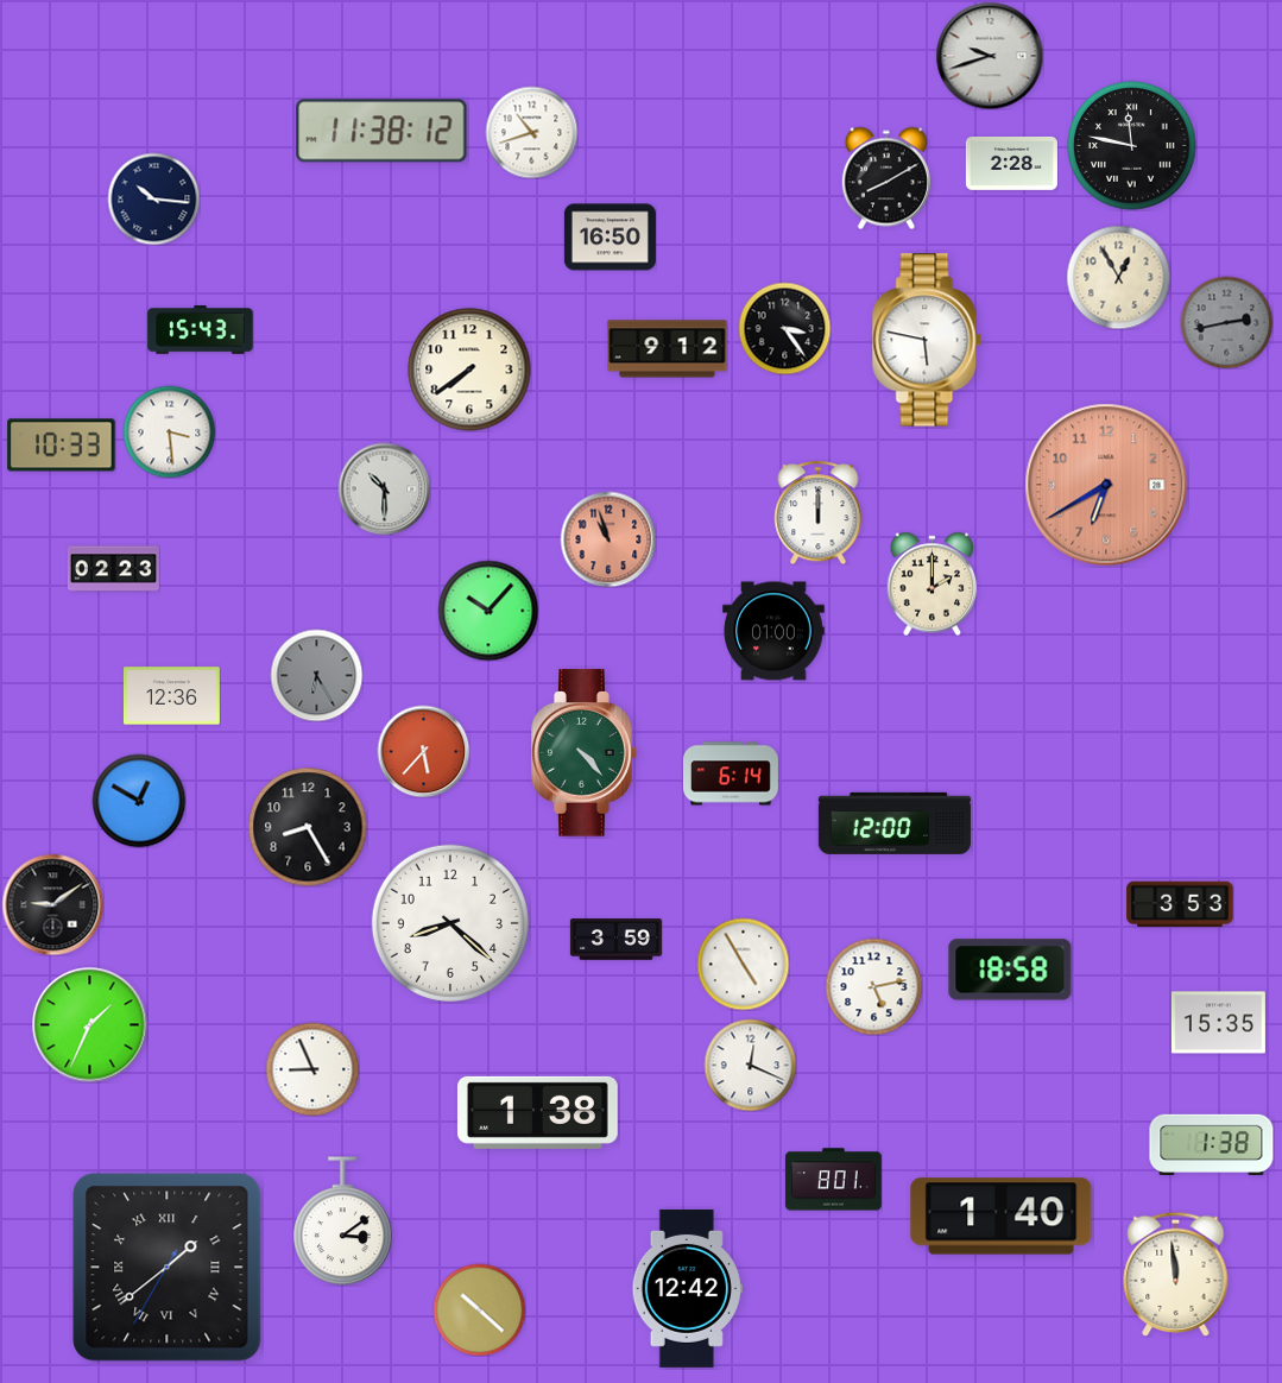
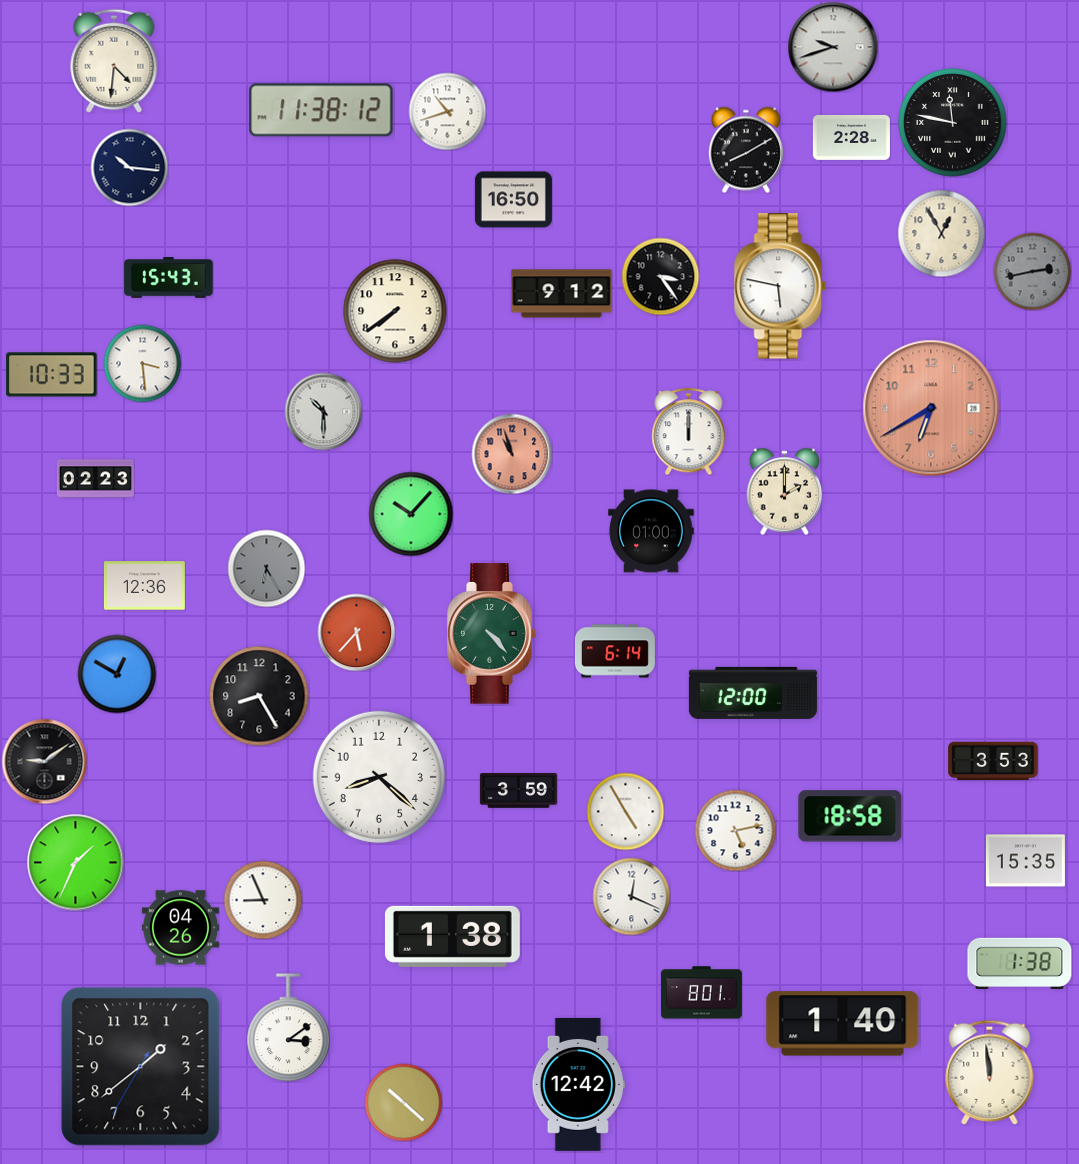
clock at (114, 61): none -> 4:31
clock at (180, 928): none -> 04:26
clock at (168, 1268) numerals: Roman -> Arabic
